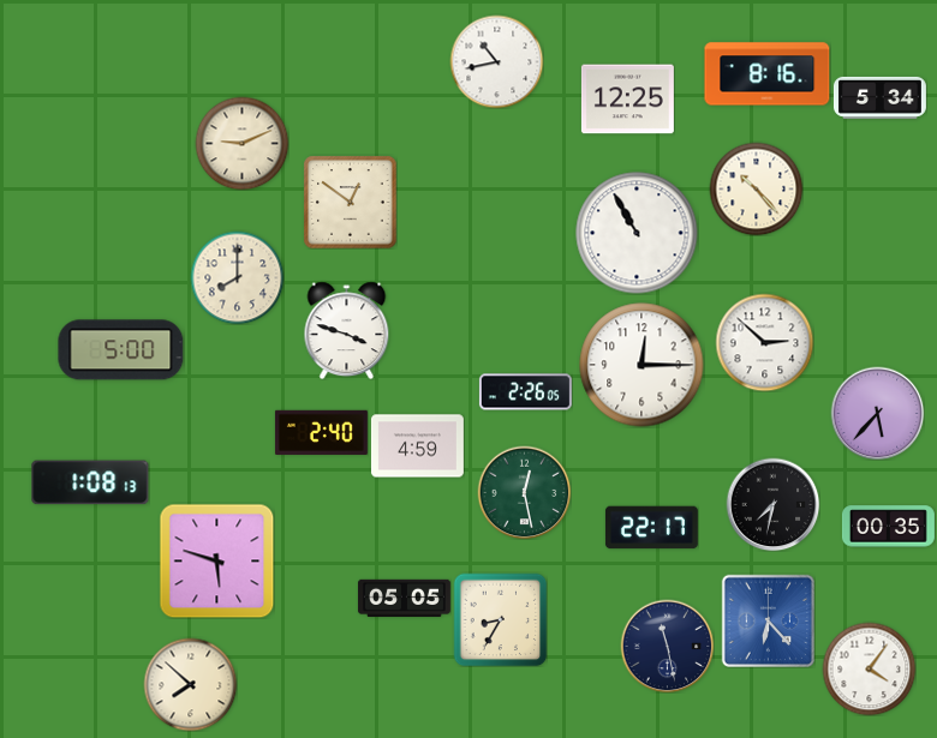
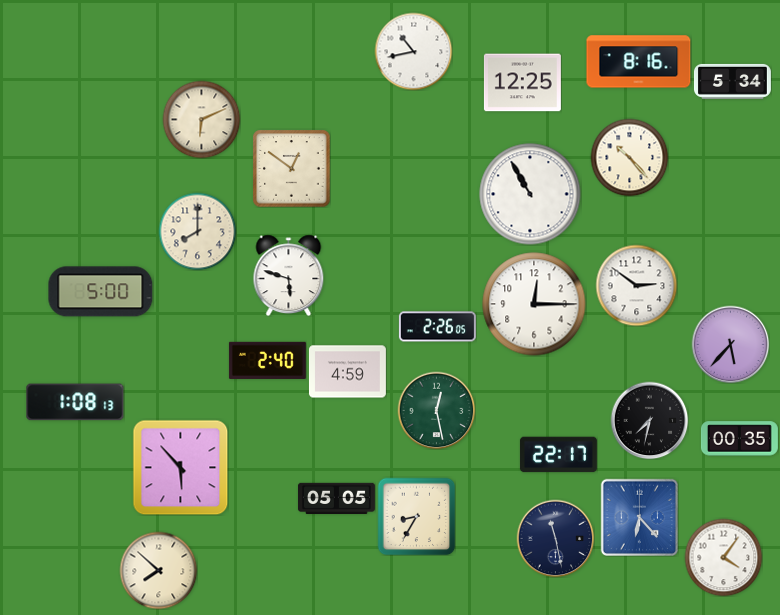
clock at (241, 143): 9:11 -> 6:11
clock at (347, 330): 3:48 -> 5:48
clock at (764, 342): 2:52 -> 2:51
clock at (772, 504) position: (772, 504) -> (649, 420)
clock at (651, 528) position: (651, 528) -> (558, 455)
clock at (216, 560): 5:48 -> 5:53
